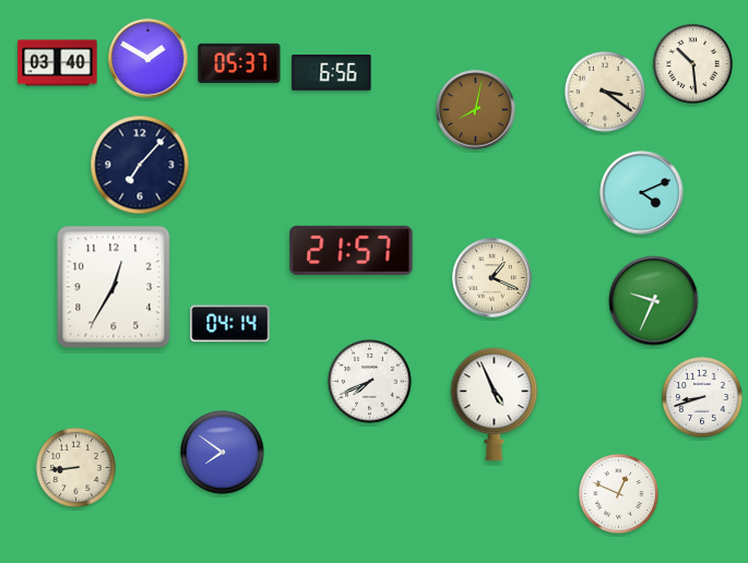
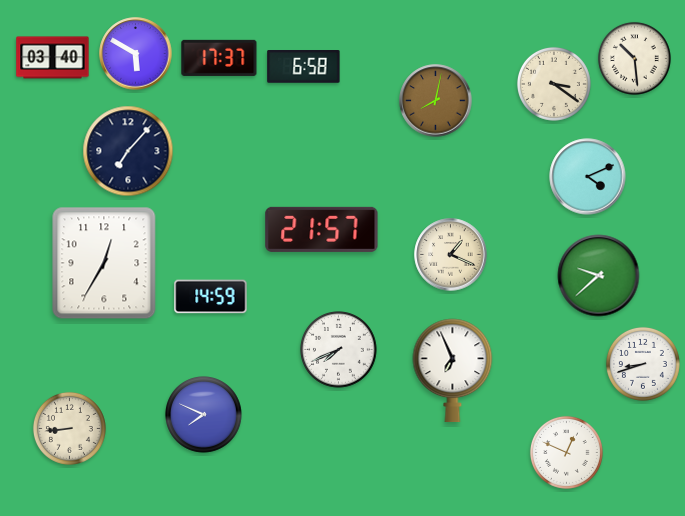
clock at (149, 59): 1:50 -> 5:50
clock at (239, 63): 05:37 -> 17:37
clock at (332, 73): 6:56 -> 6:58
clock at (654, 301): 9:34 -> 9:38
clock at (230, 324): 04:14 -> 14:59
clock at (495, 404): 4:56 -> 6:56
clock at (223, 453): 7:51 -> 7:49
